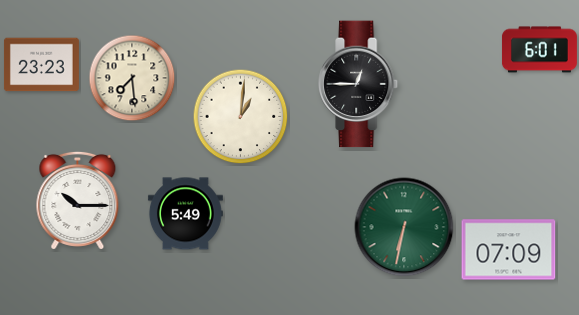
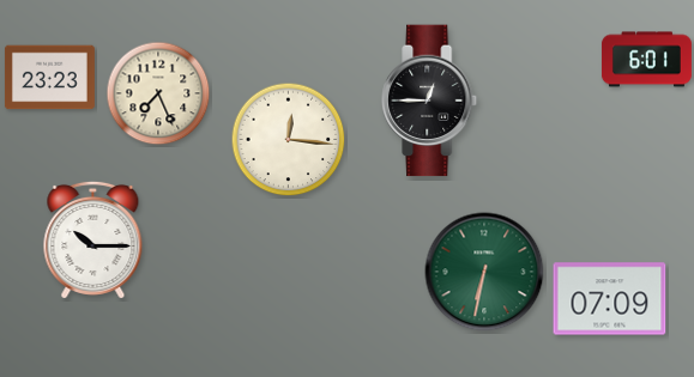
clock at (132, 78): 7:29 -> 7:26
clock at (241, 117): 1:01 -> 12:16
clock at (185, 214): 5:49 -> none
